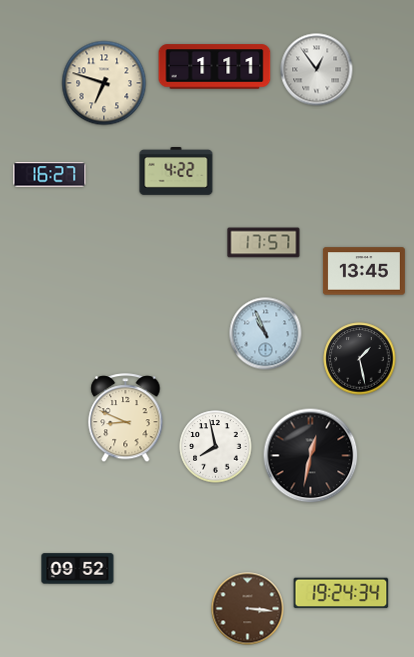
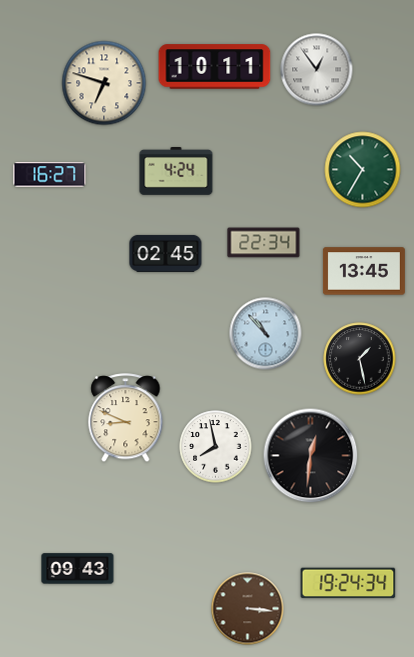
clock at (215, 67): 1:11 -> 10:11
clock at (363, 170): none -> 10:35
clock at (176, 172): 4:22 -> 4:24
clock at (264, 243): 17:57 -> 22:34
clock at (166, 253): none -> 02:45
clock at (266, 334): 10:56 -> 10:53
clock at (311, 456): 12:32 -> 12:31
clock at (78, 569): 09:52 -> 09:43
clock at (341, 593) position: (341, 593) -> (348, 583)
